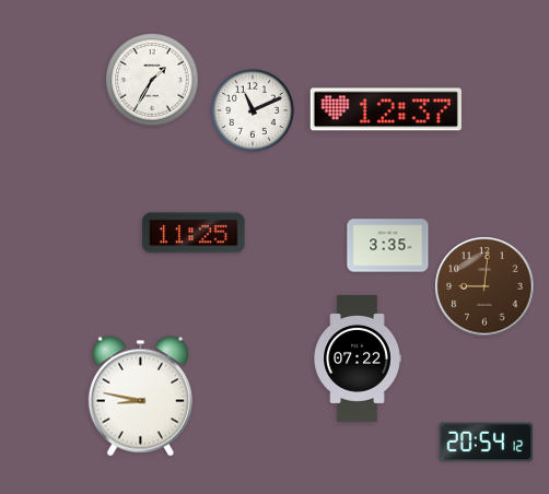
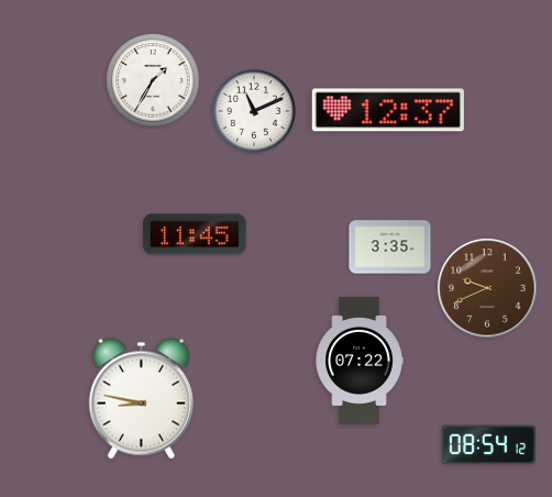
clock at (194, 233): 11:25 -> 11:45
clock at (484, 286): 9:01 -> 9:41
clock at (487, 443): 20:54 -> 08:54
